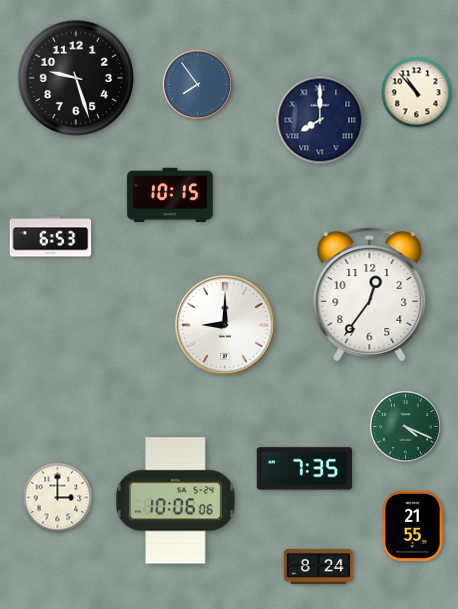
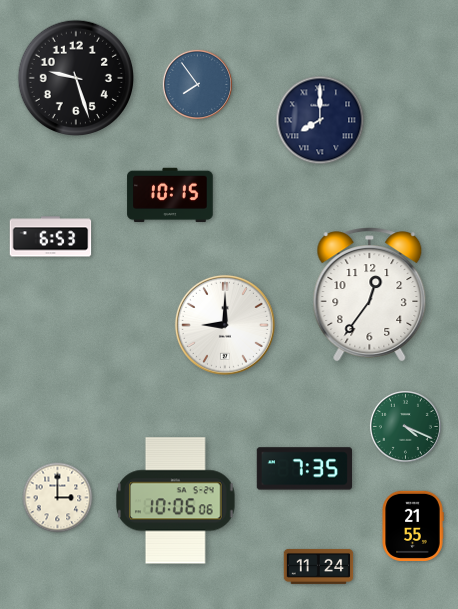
clock at (417, 93): 10:53 -> none
clock at (319, 566): 8:24 -> 11:24
